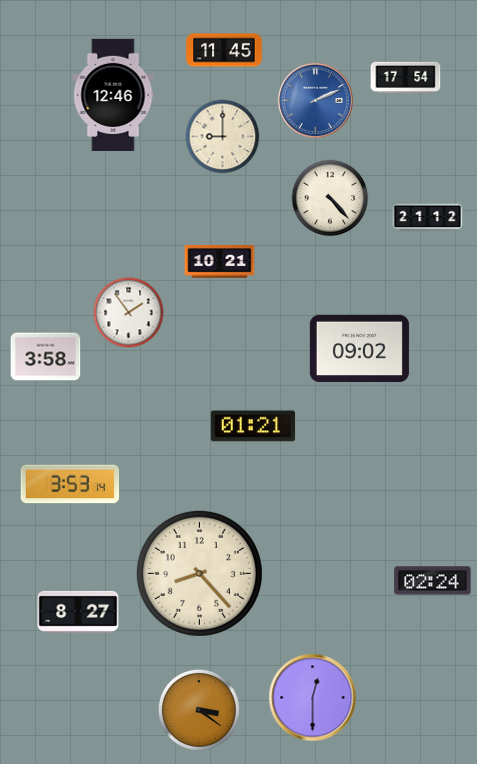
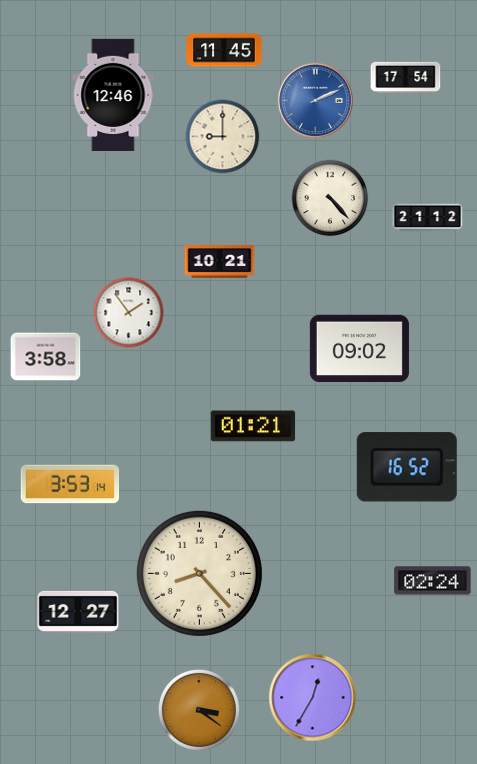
clock at (407, 467): none -> 16:52
clock at (78, 612): 8:27 -> 12:27
clock at (313, 698): 12:30 -> 12:35
